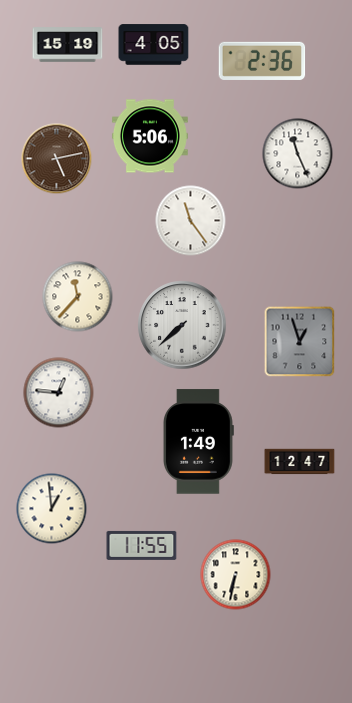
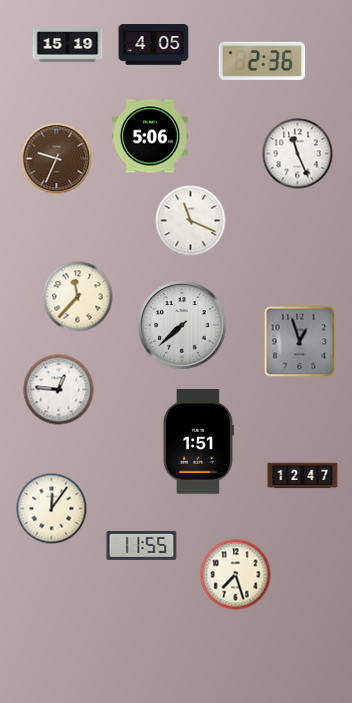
clock at (57, 159): 5:13 -> 9:34
clock at (191, 221): 11:24 -> 11:19
clock at (59, 393) position: (59, 393) -> (59, 390)
clock at (198, 442): 1:49 -> 1:51
clock at (300, 462) position: (300, 462) -> (303, 476)
clock at (52, 509): 12:59 -> 12:06
clock at (236, 575): 6:32 -> 7:27
